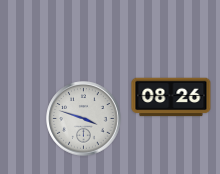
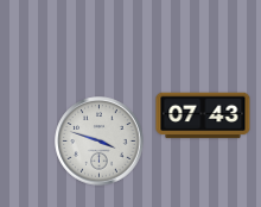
clock at (171, 97): 08:26 -> 07:43
